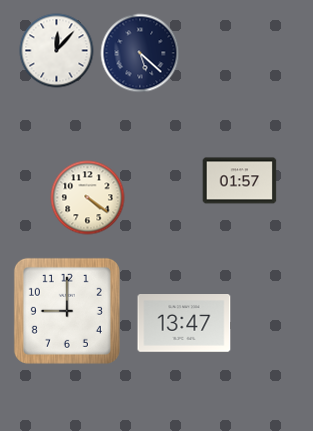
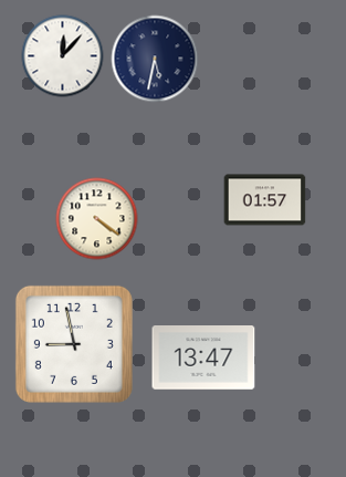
clock at (140, 53): 5:22 -> 5:32
clock at (67, 311): 9:00 -> 8:58
